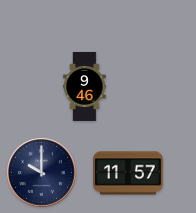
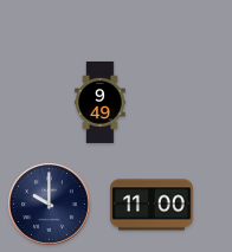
clock at (85, 86): 9:46 -> 9:49
clock at (129, 173): 11:57 -> 11:00
